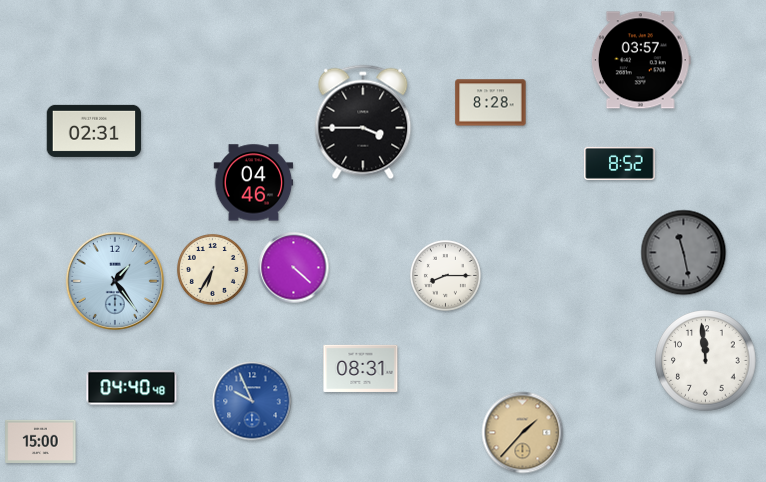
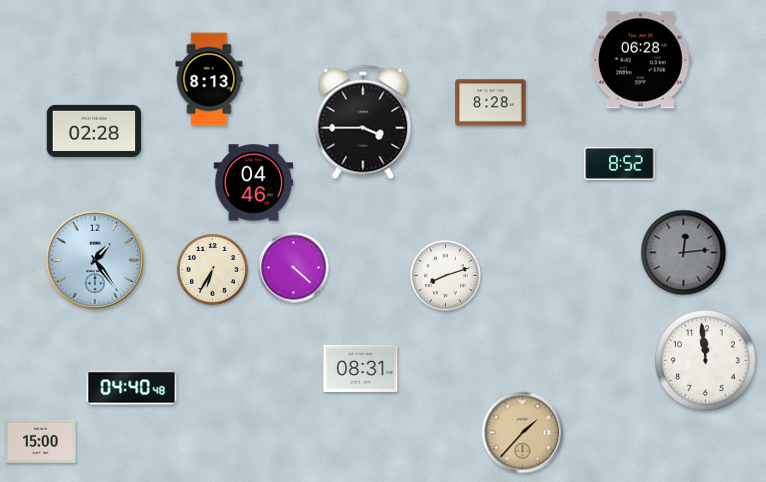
clock at (641, 60): 03:57 -> 06:28
clock at (209, 79): none -> 8:13
clock at (94, 131): 02:31 -> 02:28
clock at (684, 253): 11:28 -> 12:14
clock at (445, 275): 8:15 -> 8:12
clock at (115, 281) position: (115, 281) -> (95, 260)
clock at (252, 401): 9:56 -> none
